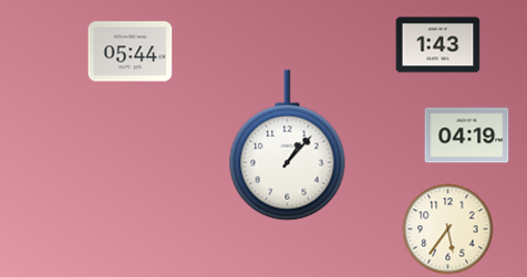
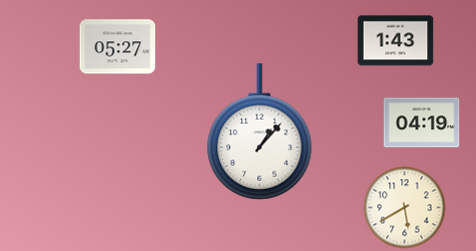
clock at (131, 52): 05:44 -> 05:27
clock at (448, 230): 5:36 -> 5:40
